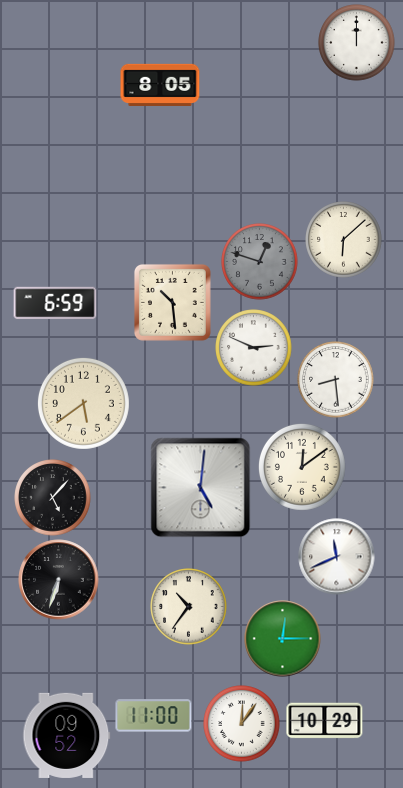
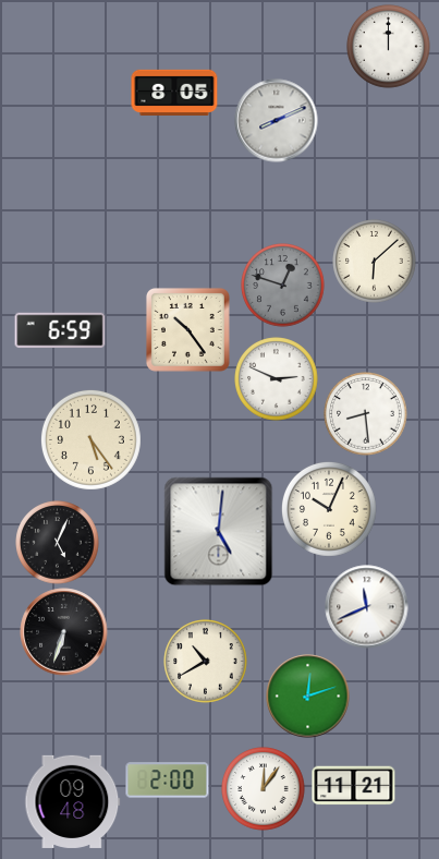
clock at (277, 121): none -> 8:11
clock at (172, 302): 10:29 -> 10:24
clock at (83, 403): 5:39 -> 5:24
clock at (302, 467): 12:09 -> 10:04
clock at (53, 498): 5:07 -> 5:04
clock at (189, 607): 10:36 -> 10:40
clock at (283, 639): 12:15 -> 12:12
clock at (154, 716): 11:00 -> 2:00
clock at (325, 721): 10:29 -> 11:21
clock at (67, 735): 09:52 -> 09:48
